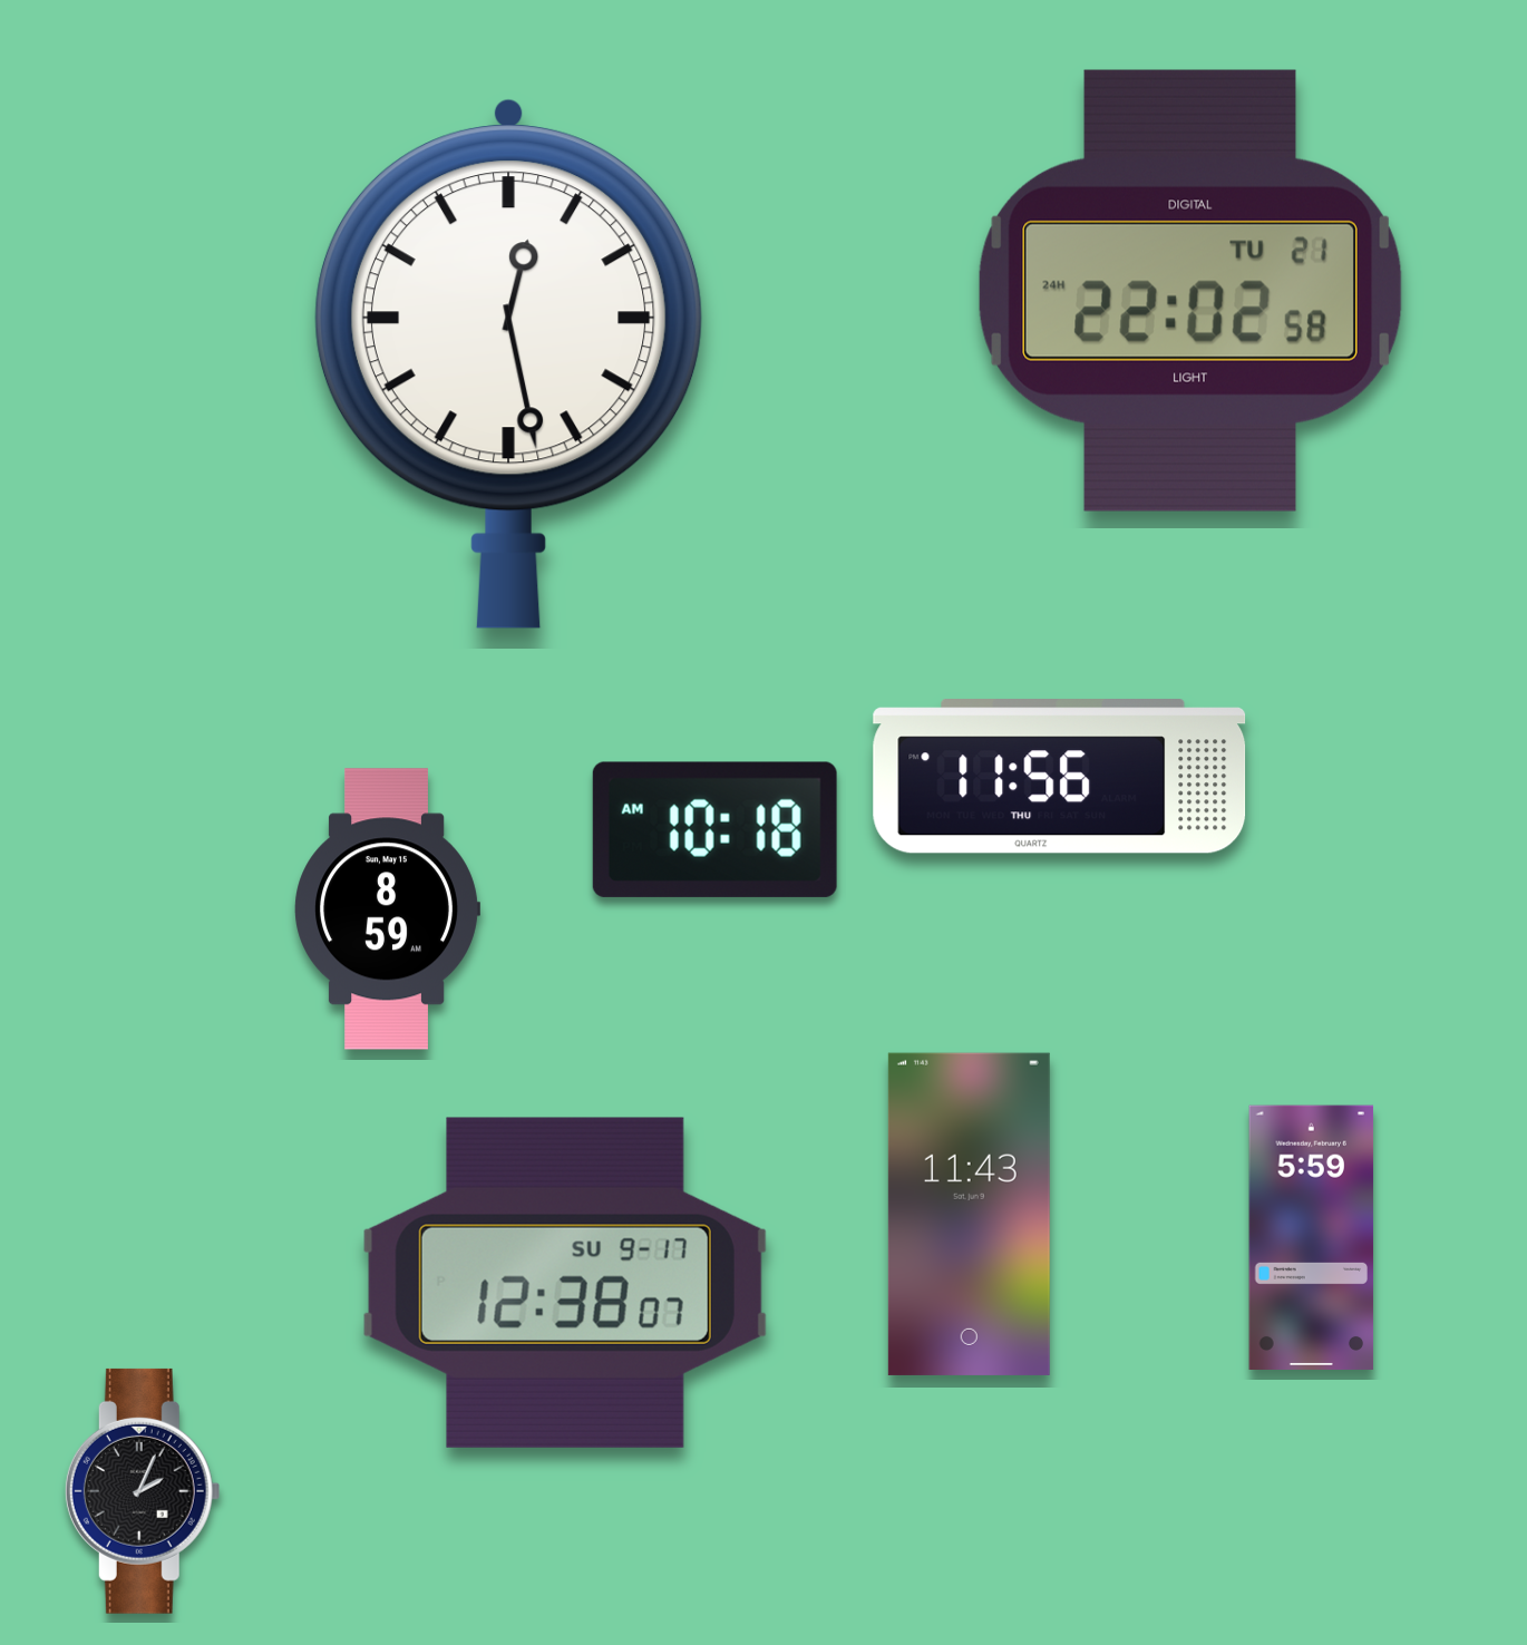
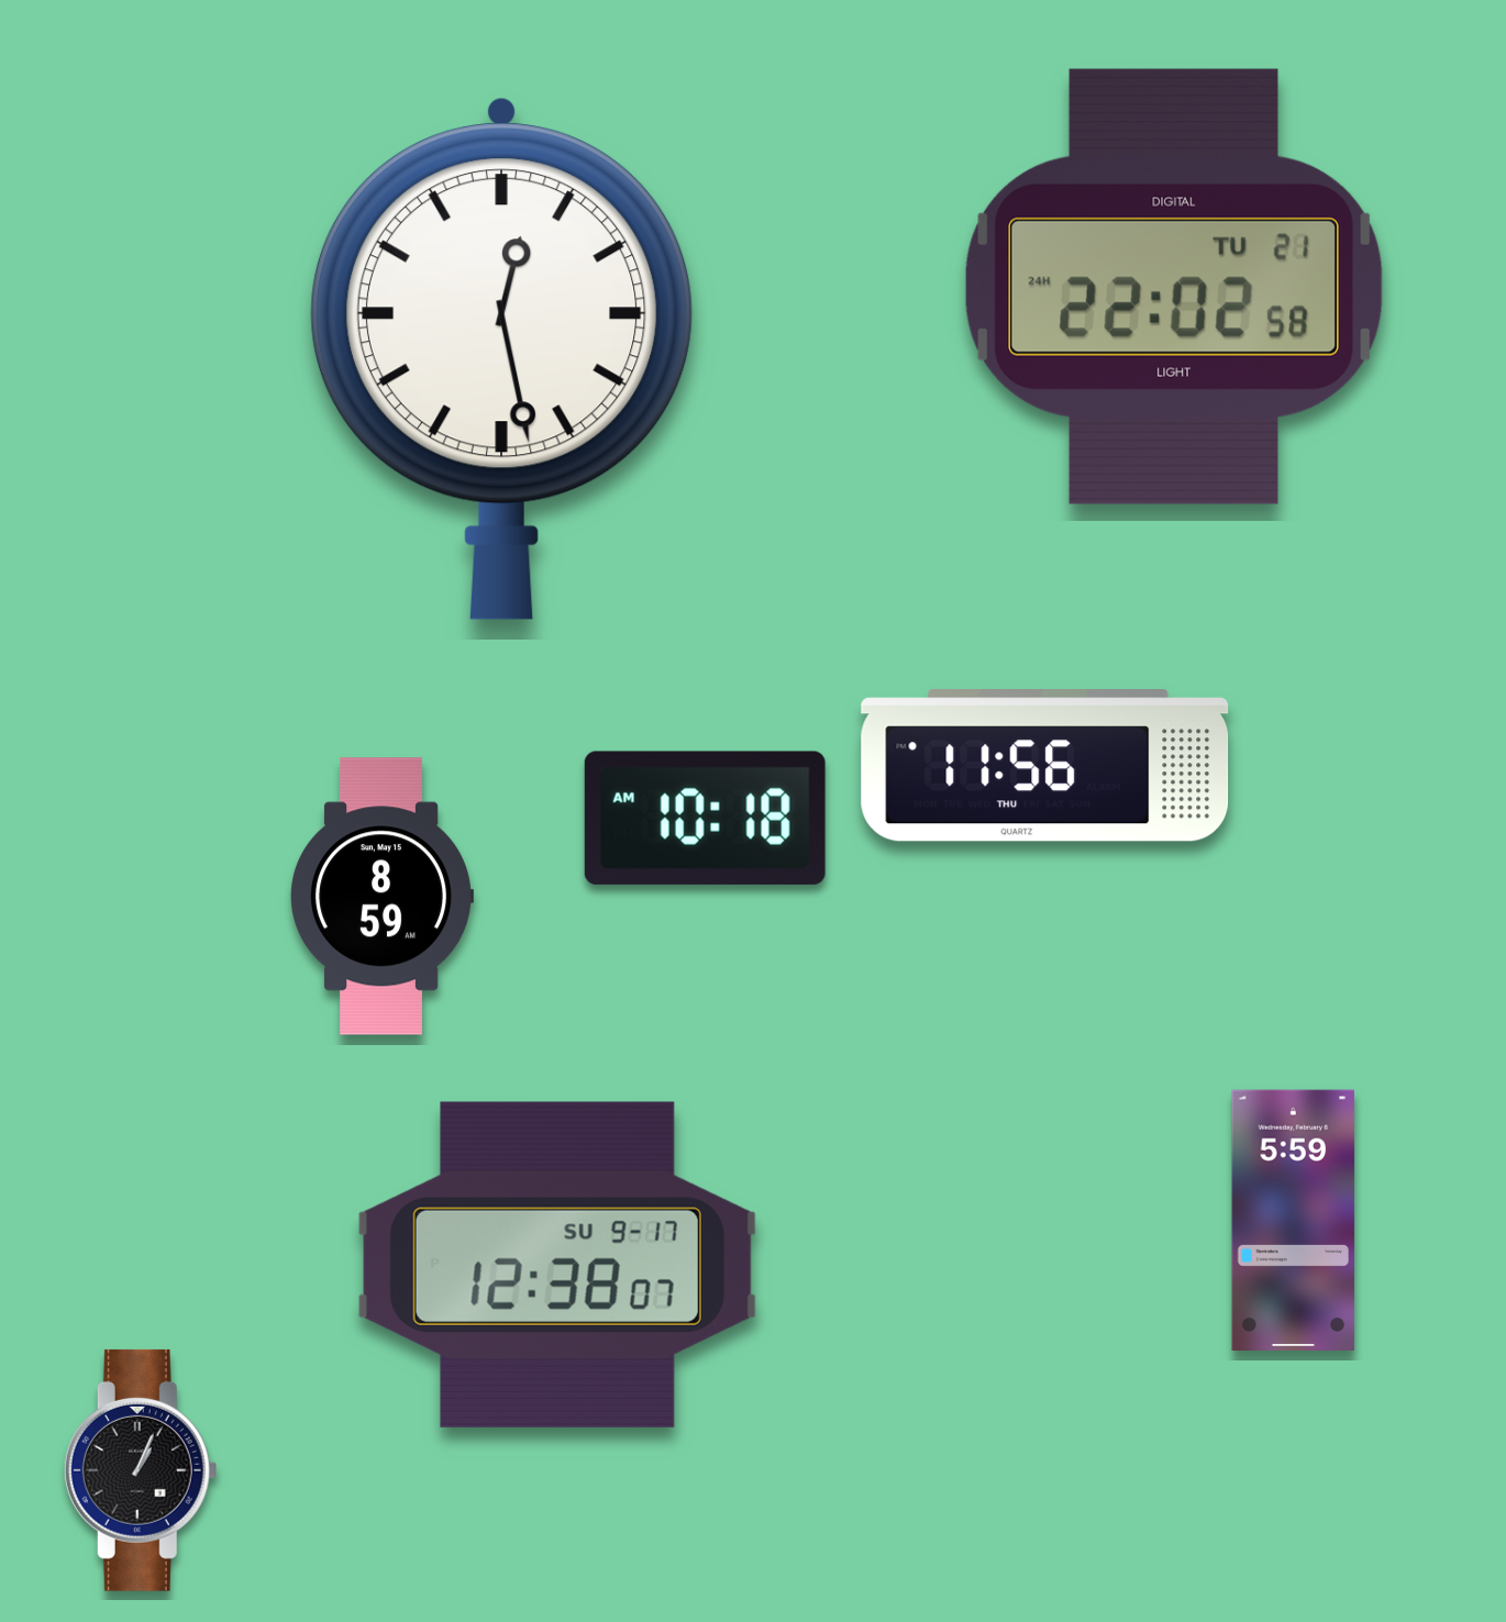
clock at (969, 1214): 11:43 -> none
clock at (143, 1491): 2:04 -> 1:04
